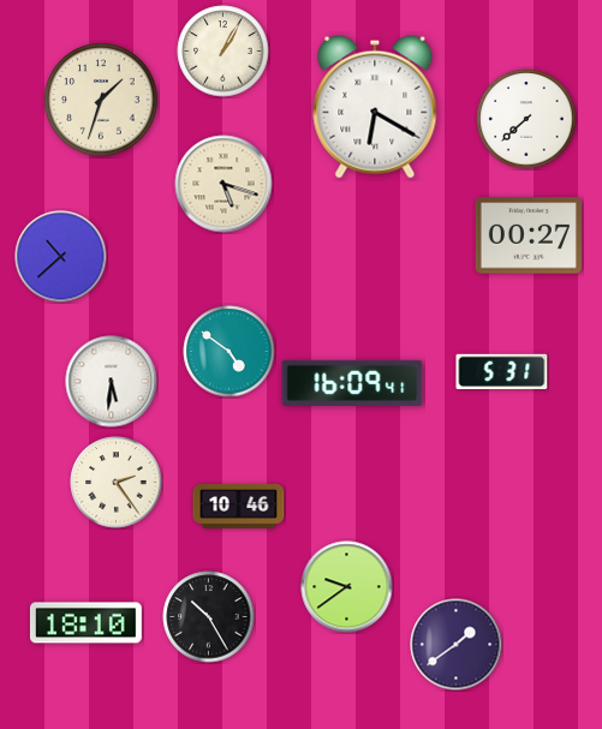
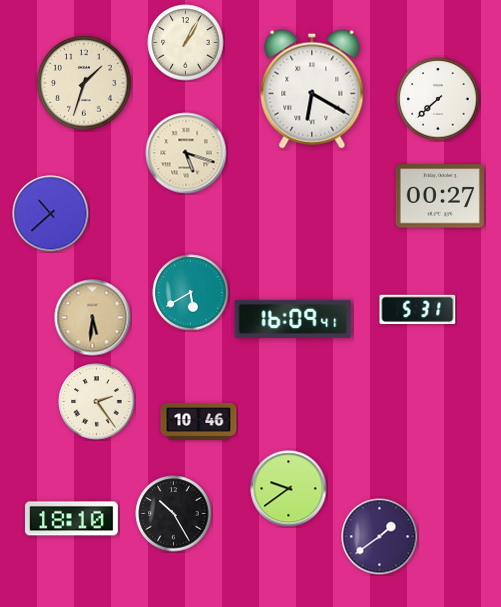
clock at (230, 352): 4:51 -> 5:40
clock at (112, 382) dial: white -> champagne
